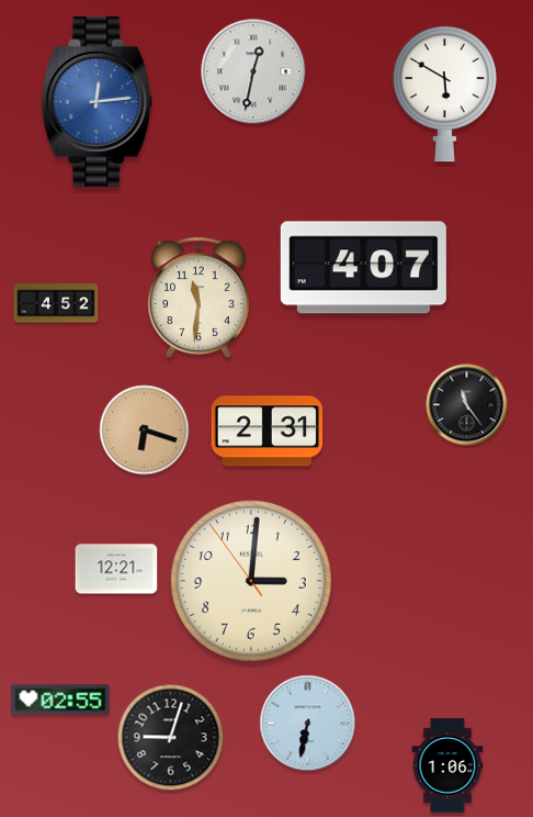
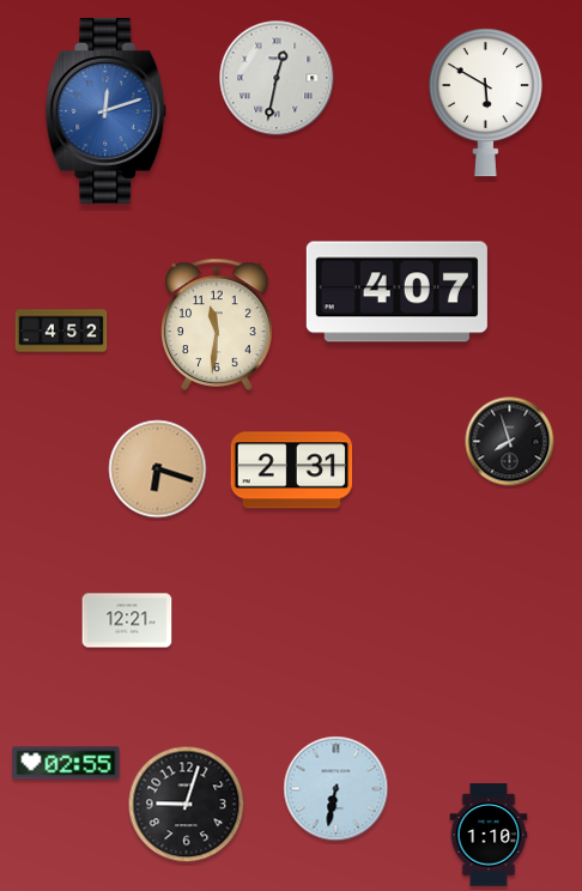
clock at (98, 101): 12:14 -> 12:12
clock at (467, 405): 11:24 -> 7:57
clock at (251, 581): 3:00 -> none
clock at (447, 765): 1:06 -> 1:10
